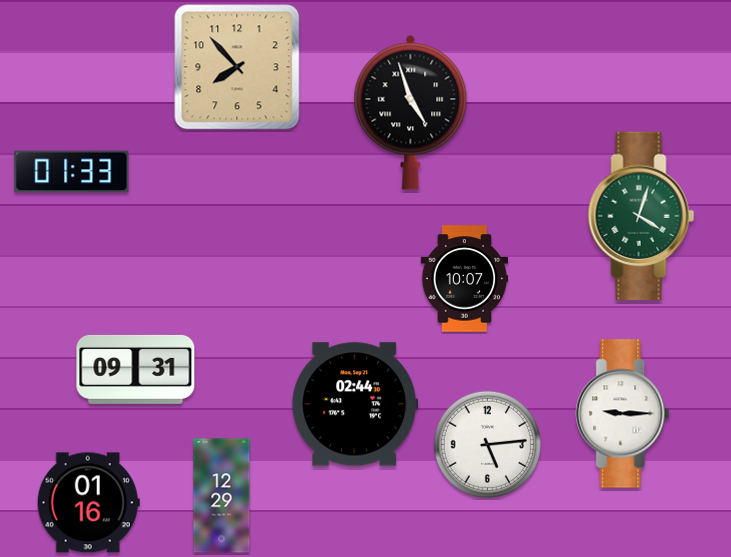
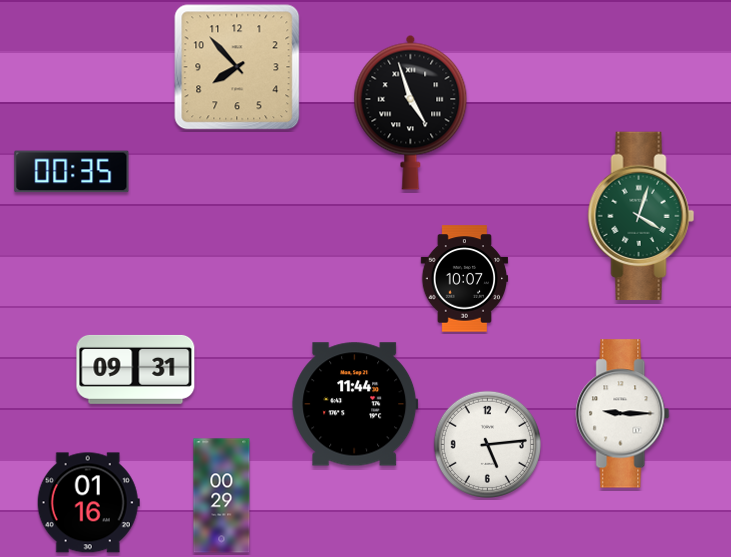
clock at (72, 172): 01:33 -> 00:35
clock at (355, 404): 02:44 -> 11:44
clock at (222, 496): 12:29 -> 00:29
